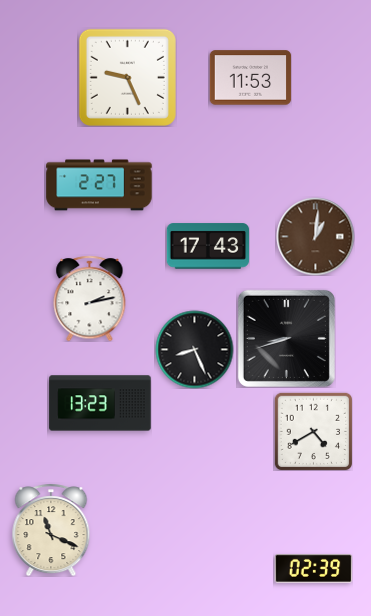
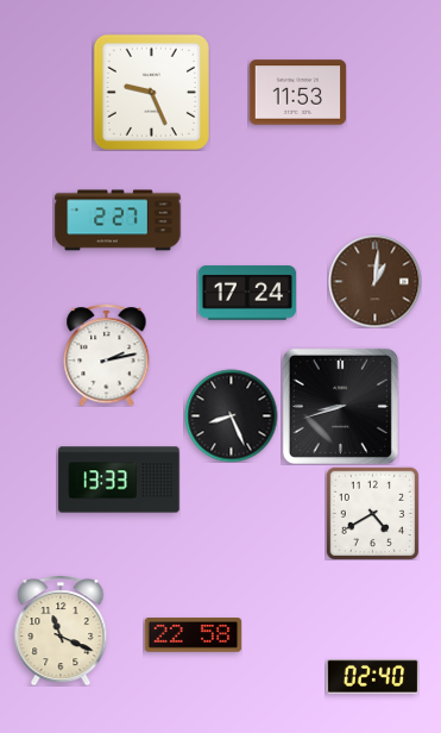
clock at (208, 246): 17:43 -> 17:24
clock at (286, 338) position: (286, 338) -> (340, 406)
clock at (100, 403): 13:23 -> 13:33
clock at (193, 635): none -> 22:58
clock at (313, 569): 02:39 -> 02:40
